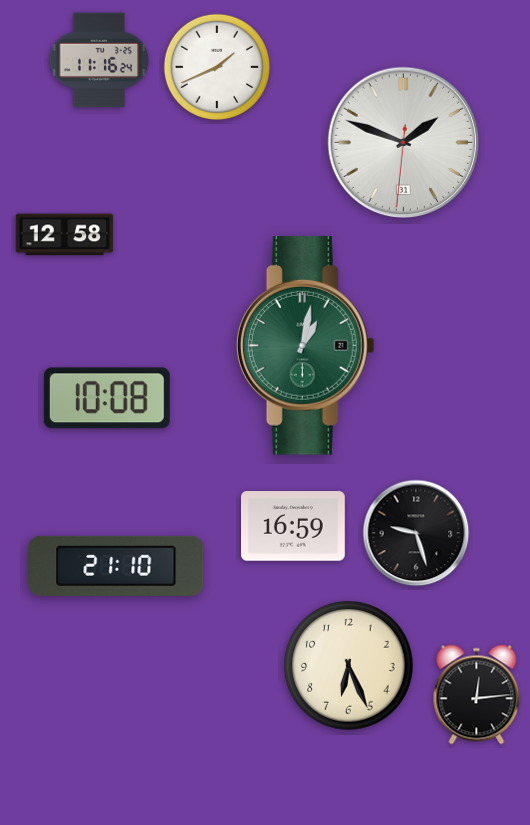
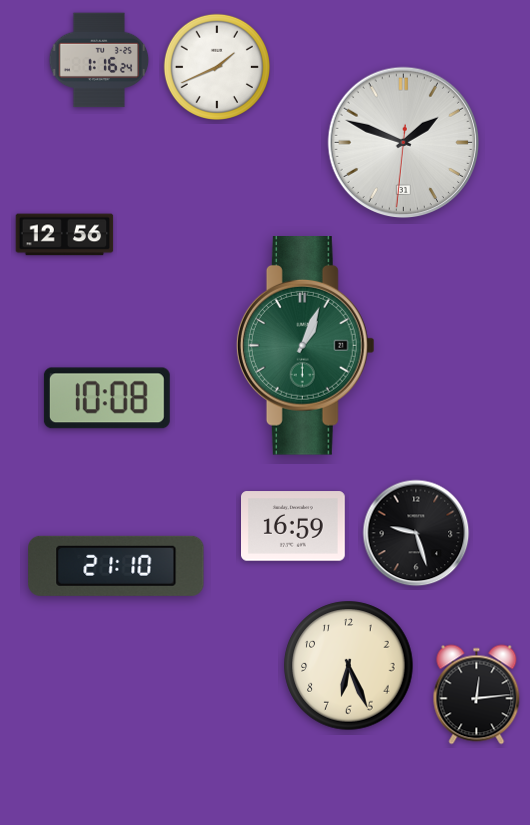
clock at (99, 60): 11:16 -> 1:16
clock at (65, 235): 12:58 -> 12:56
clock at (305, 346): 1:02 -> 1:04
